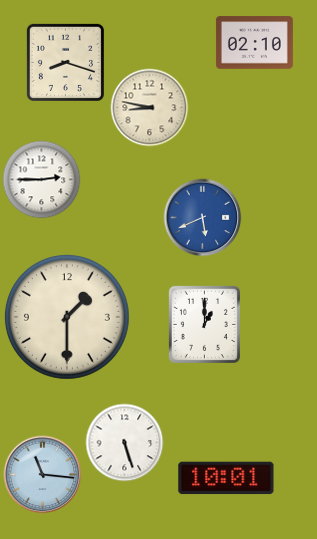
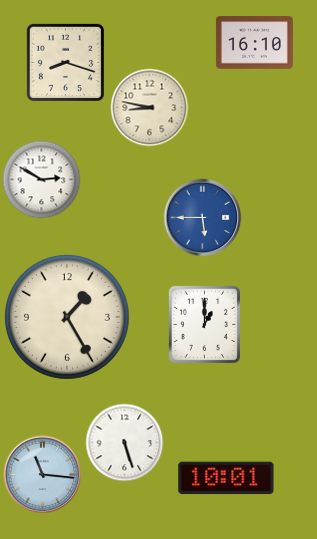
clock at (254, 43): 02:10 -> 16:10
clock at (41, 179): 2:45 -> 2:50
clock at (202, 217): 5:41 -> 5:45
clock at (67, 317): 1:30 -> 1:25
